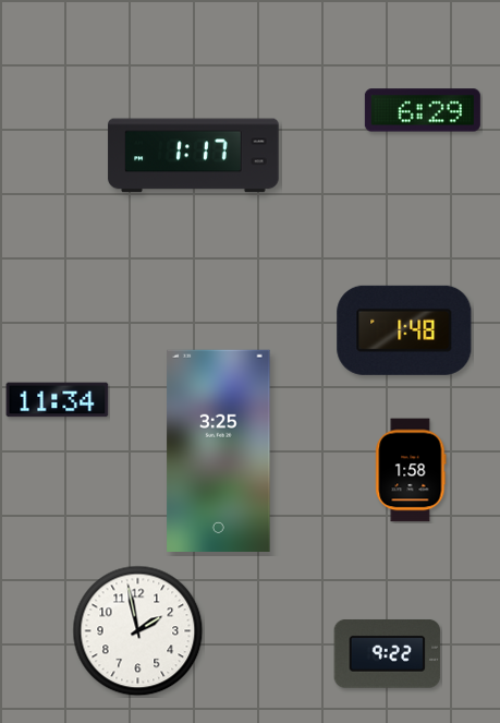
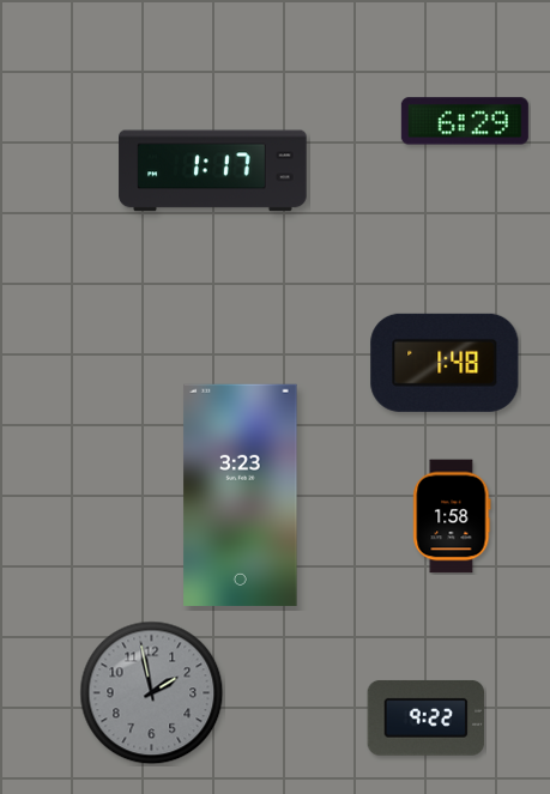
clock at (58, 400): 11:34 -> none
clock at (219, 450): 3:25 -> 3:23
clock at (138, 631) dial: white -> grey
